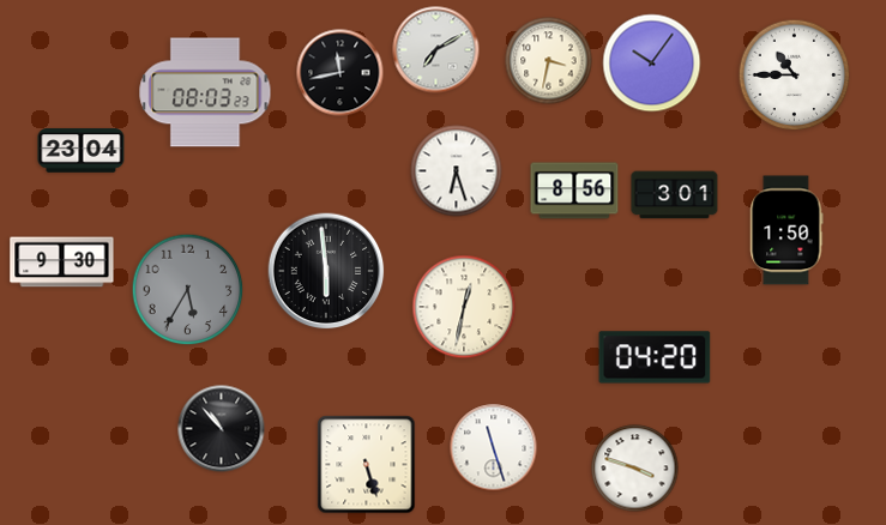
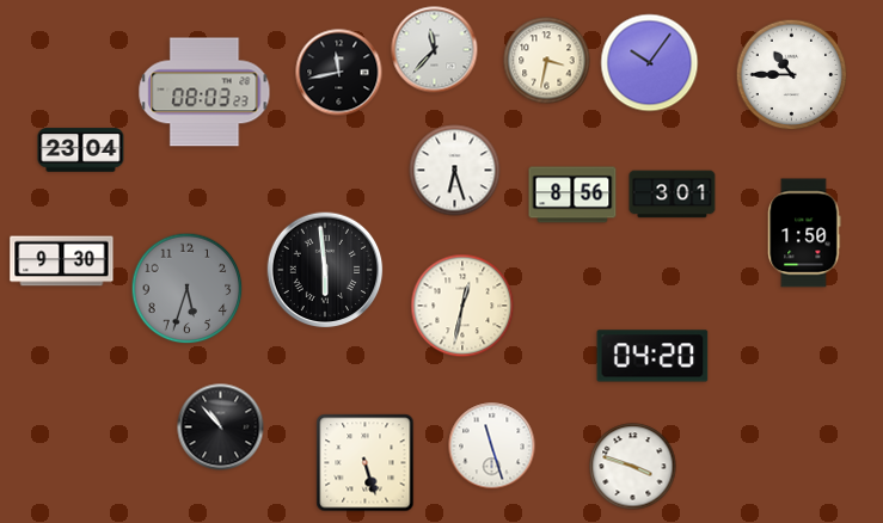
clock at (436, 50): 7:10 -> 11:37
clock at (574, 191) position: (574, 191) -> (572, 195)
clock at (786, 230) position: (786, 230) -> (804, 233)
clock at (188, 290): 5:35 -> 5:33
